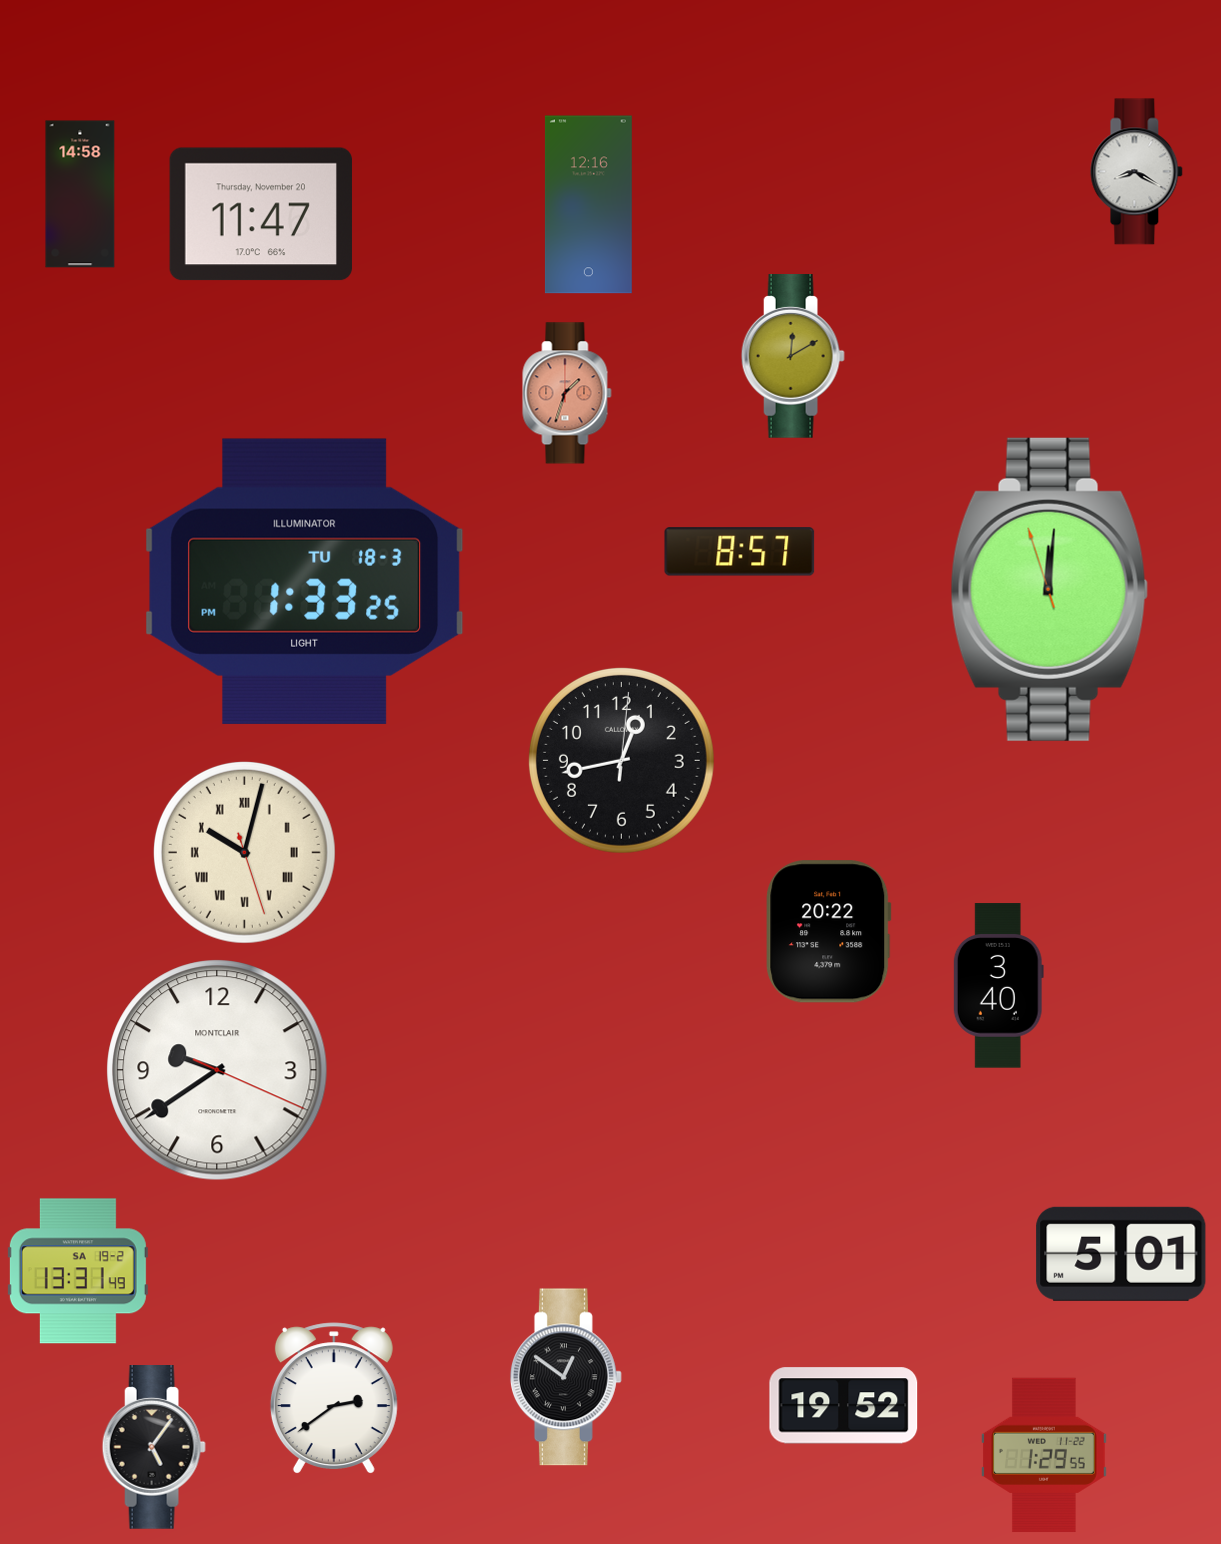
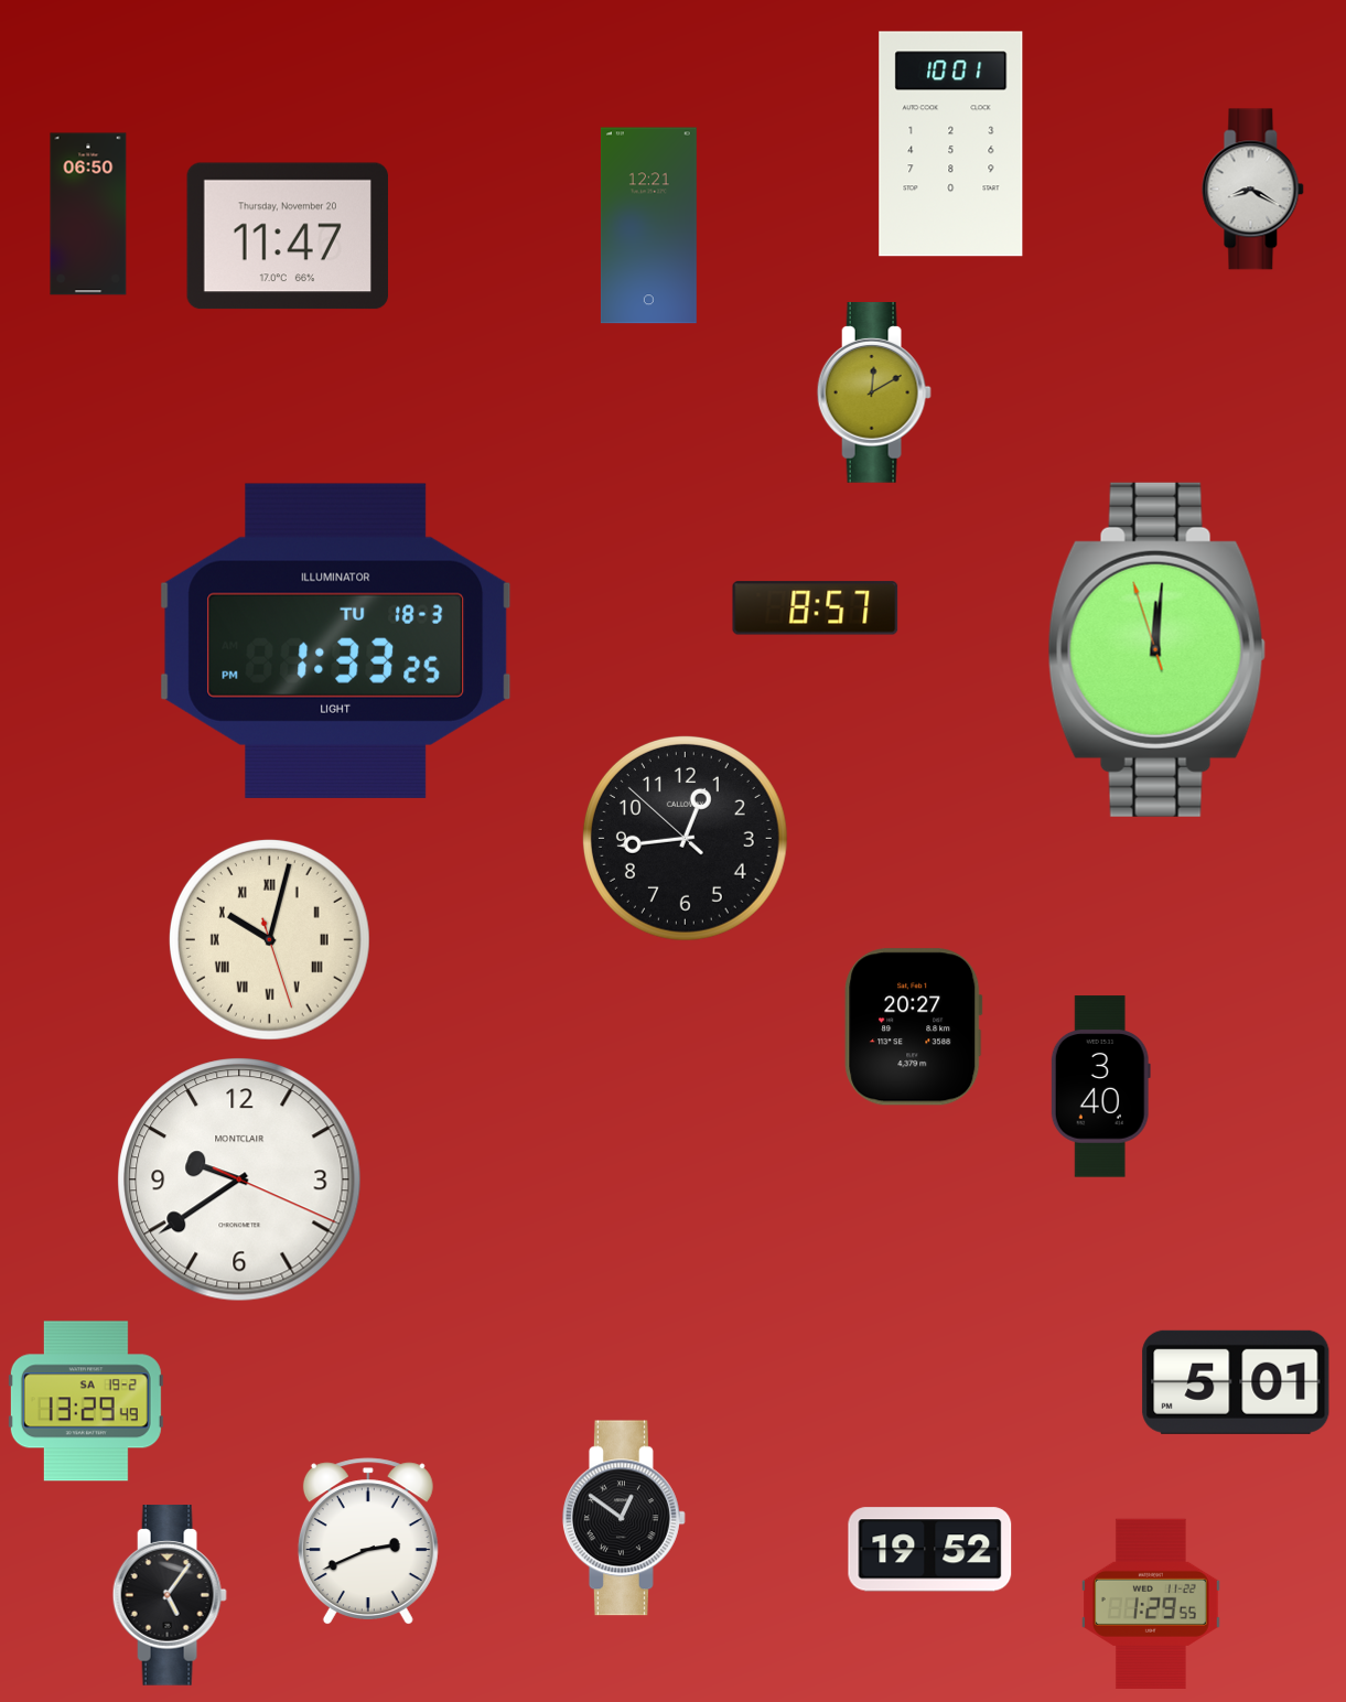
clock at (951, 144): none -> 10:01
clock at (80, 194): 14:58 -> 06:50
clock at (588, 205): 12:16 -> 12:21
clock at (567, 393): 1:33 -> none
clock at (621, 760): 12:43:01 -> 12:43:52
clock at (829, 932): 20:22 -> 20:27
clock at (78, 1271): 13:31 -> 13:29
clock at (334, 1398): 2:39 -> 2:41
